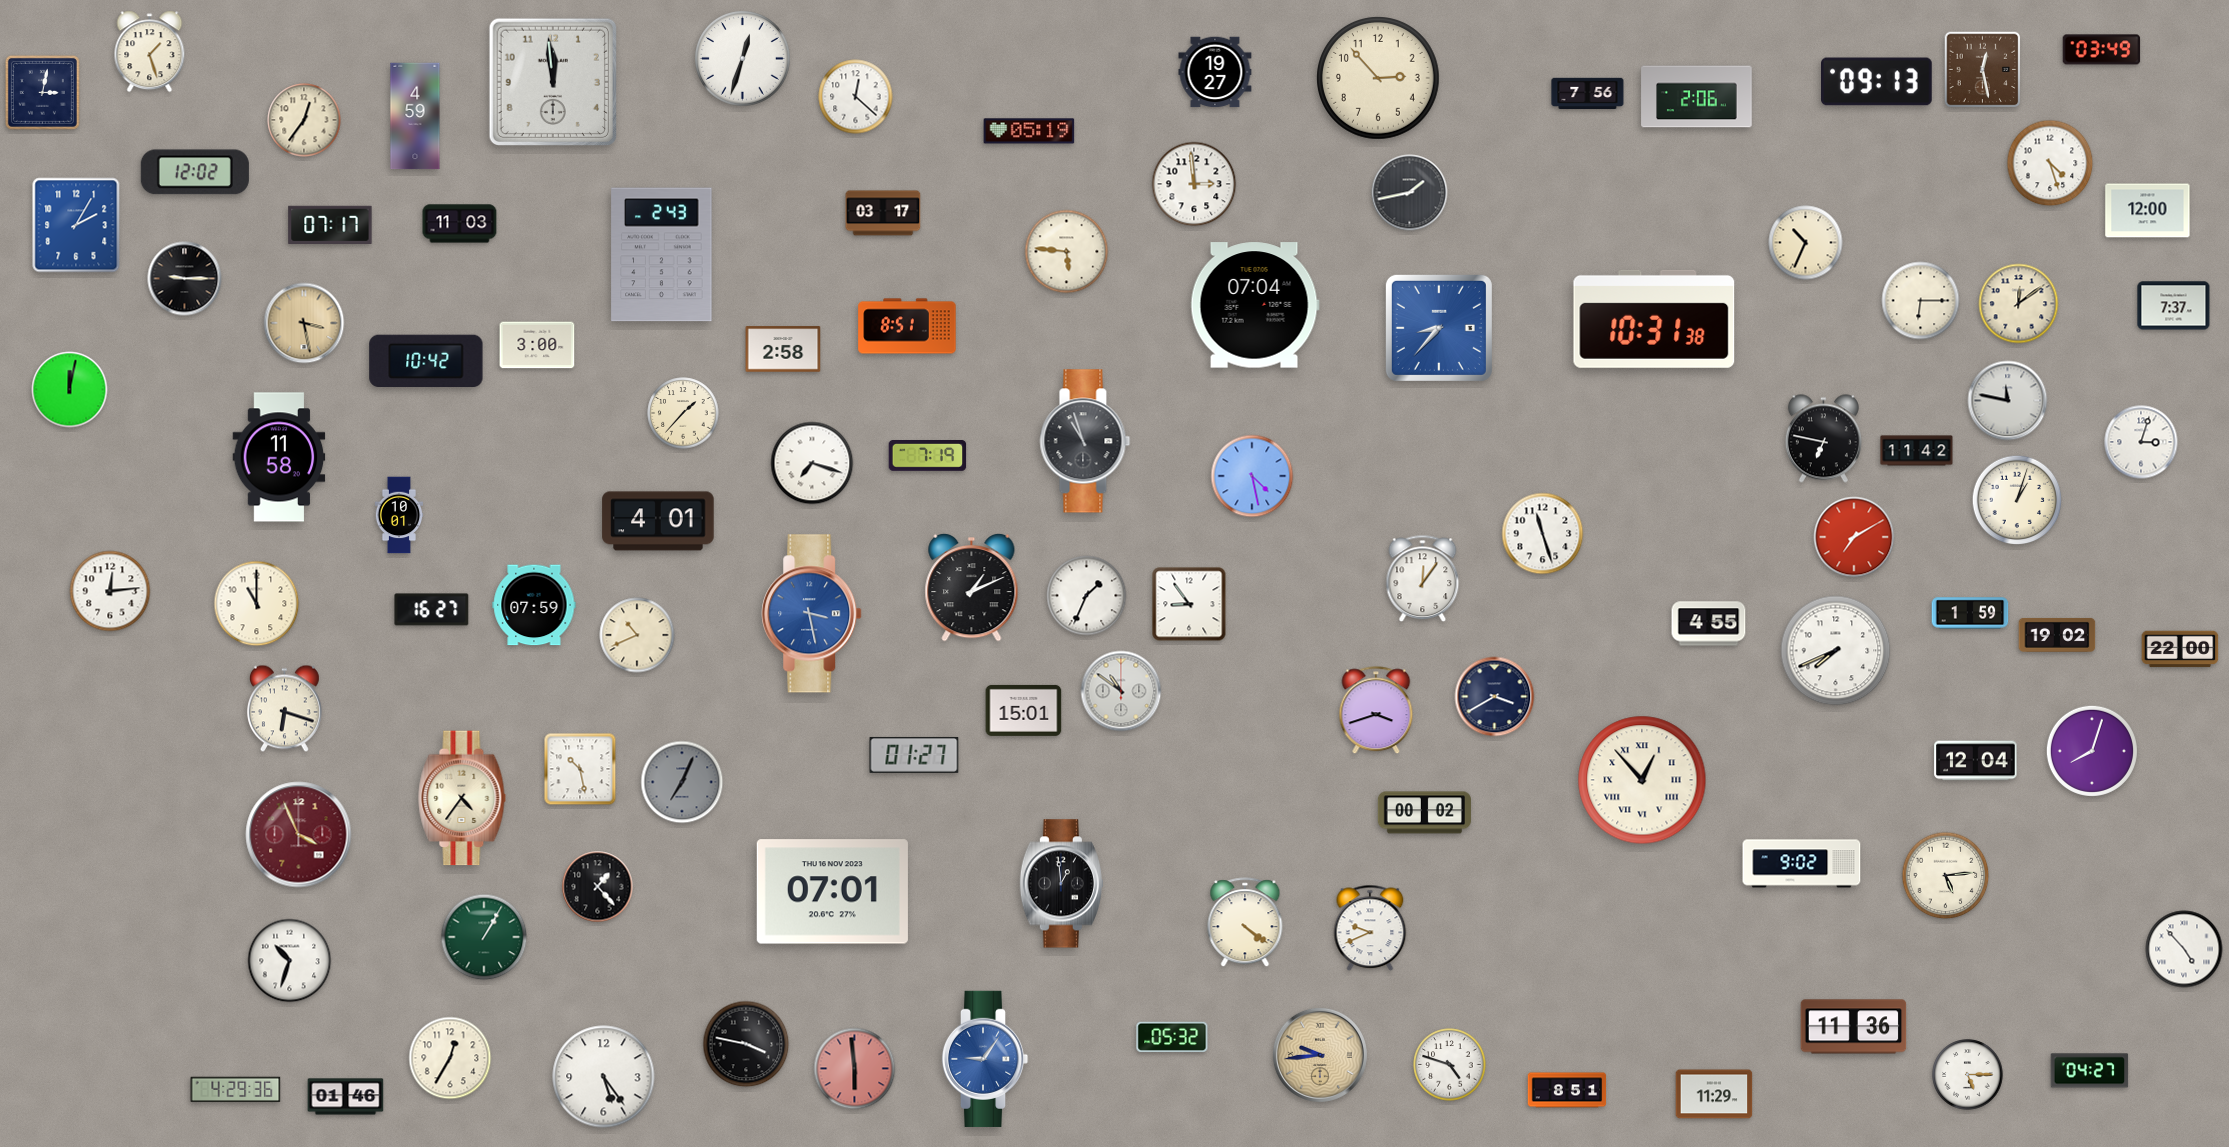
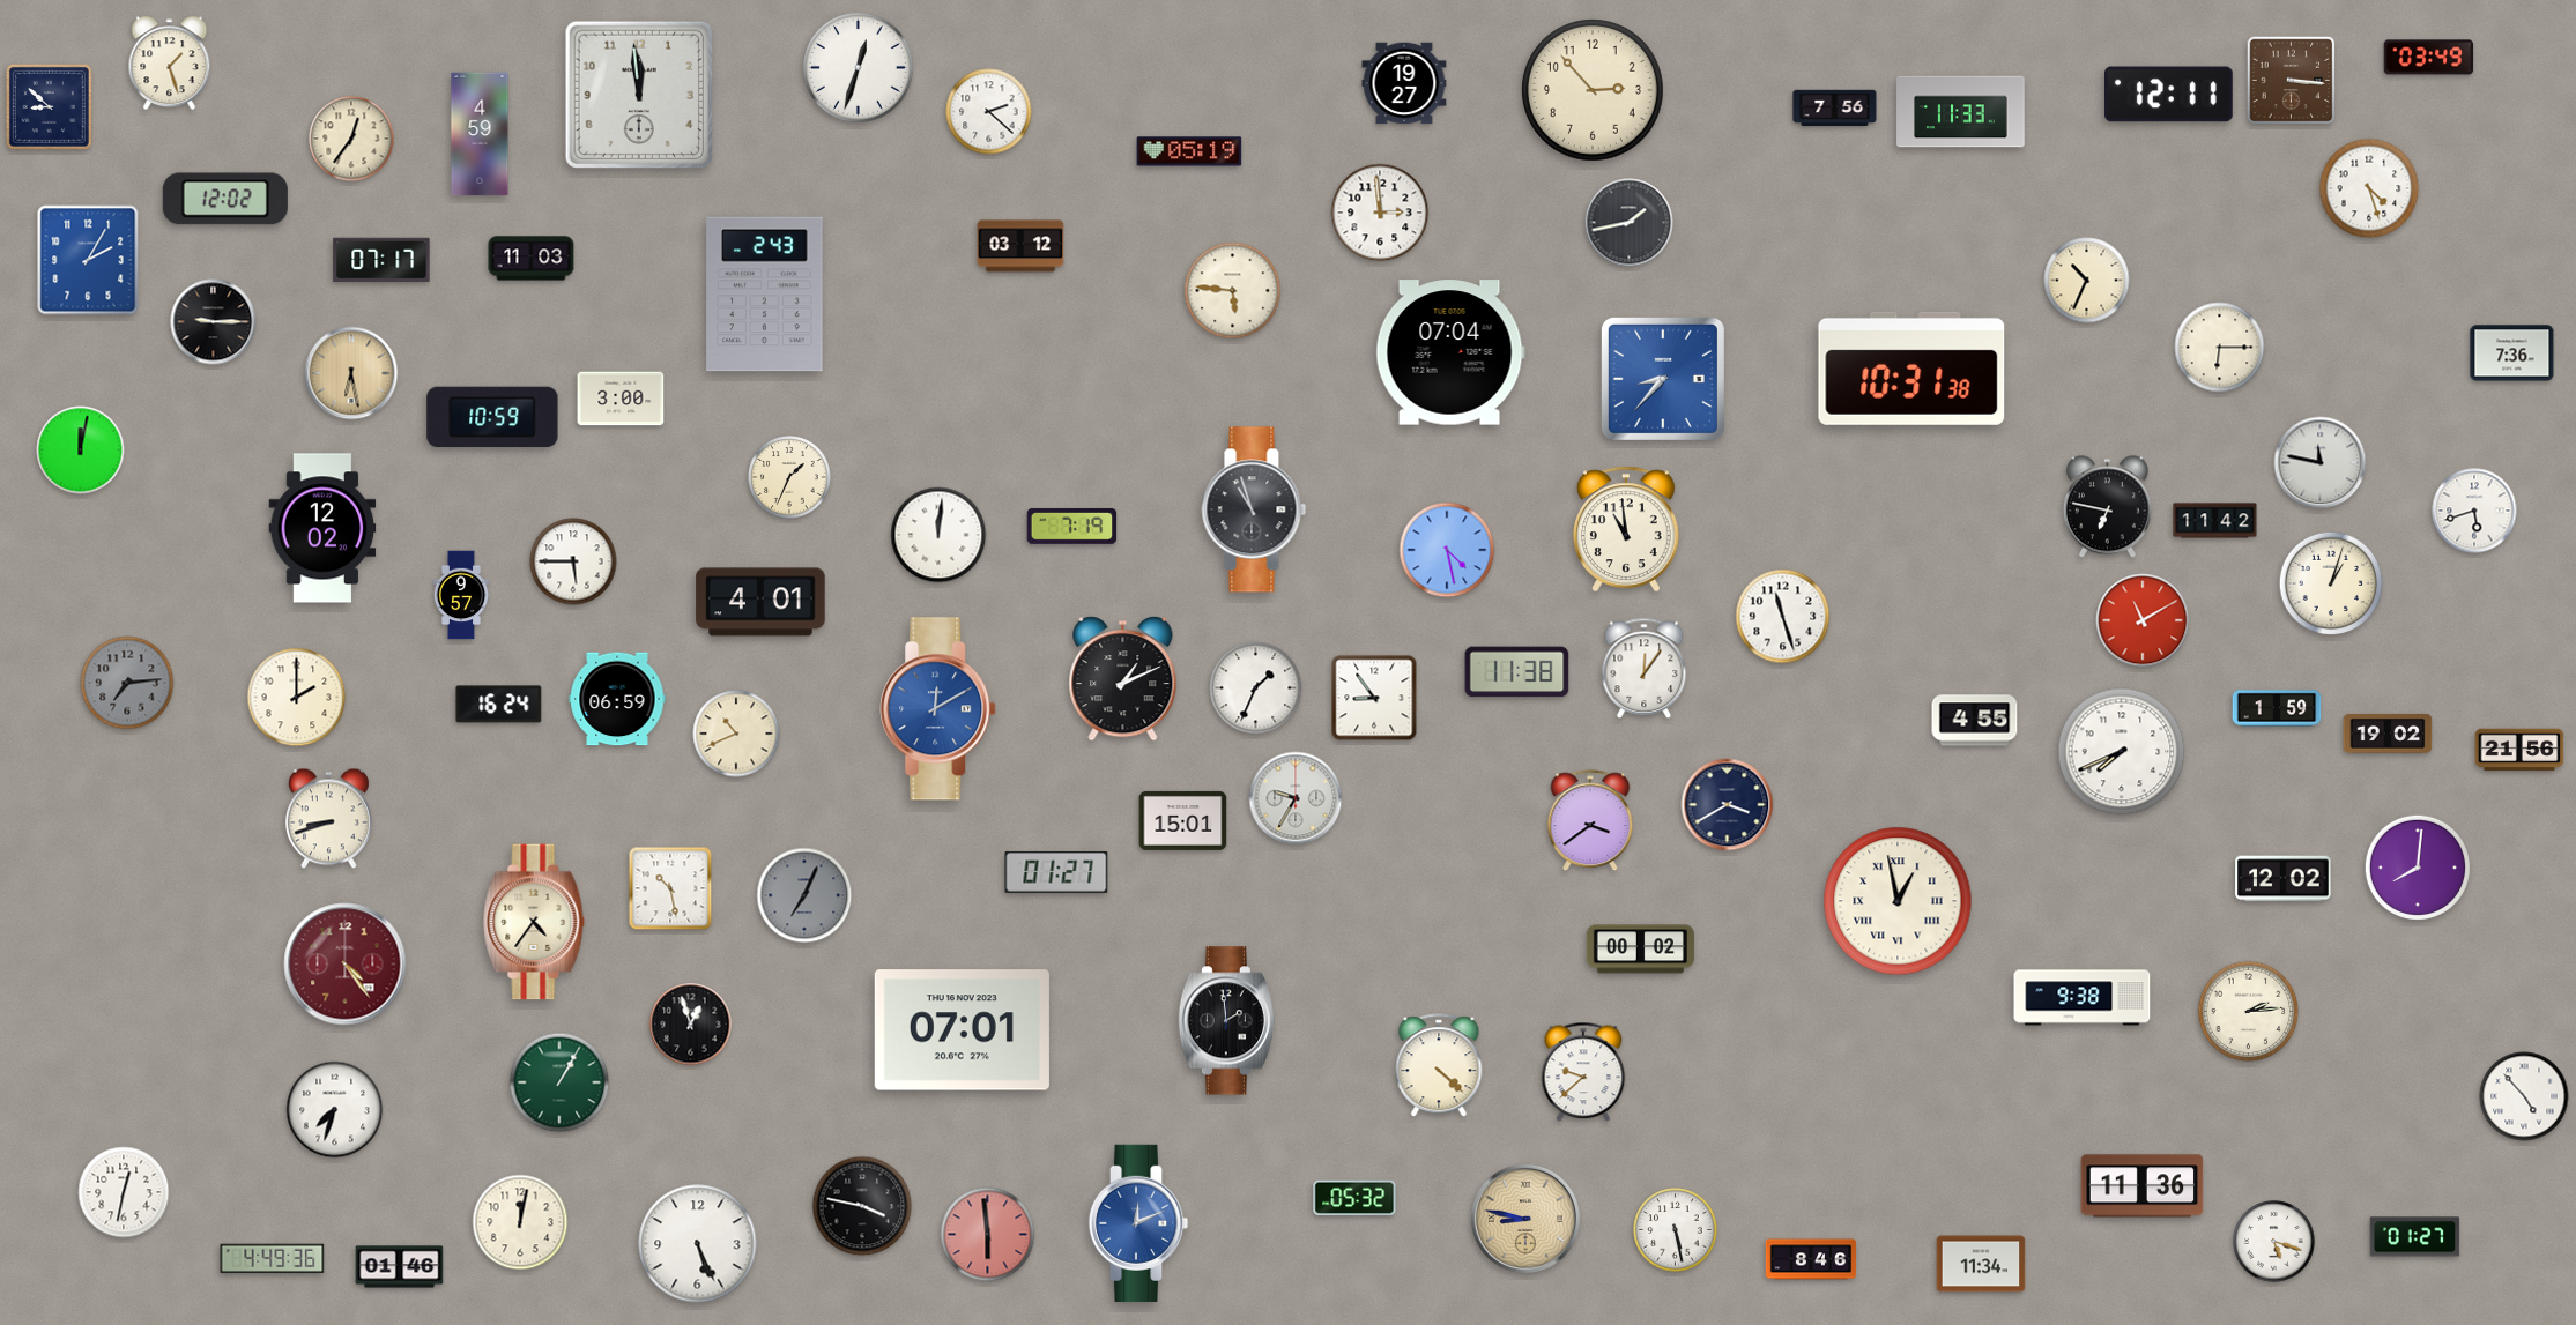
clock at (150, 52) position: (150, 52) -> (170, 64)
clock at (1983, 70): 12:28 -> 3:16
clock at (1877, 82): 09:13 -> 12:11
clock at (42, 92): 3:02 -> 8:52
clock at (856, 97): 12:22 -> 2:22
clock at (1697, 97): 2:06 -> 11:33
clock at (2148, 211): 12:00 -> none
clock at (883, 213): 03:17 -> 03:12
clock at (2019, 304): 12:09 -> none
clock at (2174, 306): 7:37 -> 7:36
clock at (304, 323): 3:28 -> 6:28
clock at (907, 326): 8:51 -> none
clock at (783, 349): 2:58 -> none
clock at (426, 361): 10:42 -> 10:59
clock at (683, 413): 1:37 -> 1:34
clock at (2141, 442): 3:03 -> 5:42
clock at (279, 457): 11:58 -> 12:02
clock at (1626, 529): none -> 10:59
clock at (812, 463): 7:18 -> 12:01
clock at (573, 561): none -> 5:45
clock at (2017, 500) position: (2017, 500) -> (2331, 583)
clock at (399, 515): 10:01 -> 9:57
clock at (1854, 537): 7:10 -> 11:10
clock at (1517, 672): none -> 11:38
clock at (110, 591): 12:14 -> 7:14
clock at (110, 591) dial: white -> grey
clock at (257, 604): 11:00 -> 2:00
clock at (534, 605): 07:59 -> 06:59
clock at (432, 610): 16:27 -> 16:24
clock at (812, 614): 3:28 -> 12:10
clock at (2057, 635) position: (2057, 635) -> (2388, 734)
clock at (2180, 649): 22:00 -> 21:56
clock at (1121, 691): 10:51 -> 9:35
clock at (284, 709): 6:18 -> 8:42
clock at (1376, 711): 3:42 -> 3:39
clock at (2092, 751): 8:03 -> 8:01
clock at (1976, 761): 12:04 -> 12:02
clock at (1642, 780): 12:53 -> 12:58
clock at (682, 782) position: (682, 782) -> (804, 895)
clock at (1424, 813) position: (1424, 813) -> (1640, 950)
clock at (299, 835): 3:56 -> 4:24
clock at (1802, 864): 9:02 -> 9:38
clock at (1946, 876): 5:14 -> 2:14
clock at (1061, 884): 12:59 -> 1:59
clock at (598, 887): 1:23 -> 12:57
clock at (1245, 923): 4:21 -> 4:22
clock at (1370, 928): 9:41 -> 9:38
clock at (290, 961): 10:33 -> 7:33
clock at (124, 1192): none -> 12:32
clock at (1320, 1055): 9:44 -> 8:47
clock at (450, 1058): 12:35 -> 12:02
clock at (985, 1059): 9:06 -> 12:11
clock at (1450, 1065): 4:48 -> 5:28
clock at (2090, 1071): 04:27 -> 01:27
clock at (1968, 1075): 5:15 -> 5:18
clock at (604, 1077): 5:24 -> 5:26
clock at (236, 1090): 4:29 -> 4:49
clock at (1567, 1090): 8:51 -> 8:46
clock at (1714, 1094): 11:29 -> 11:34
